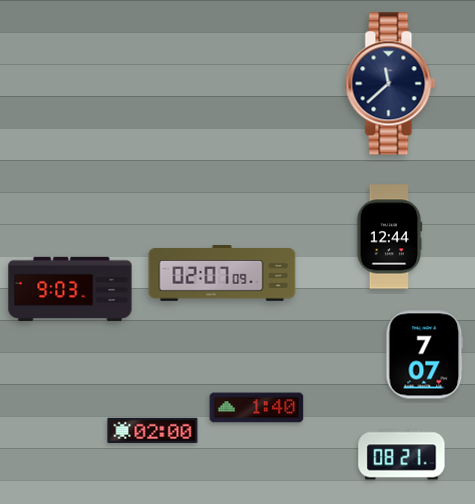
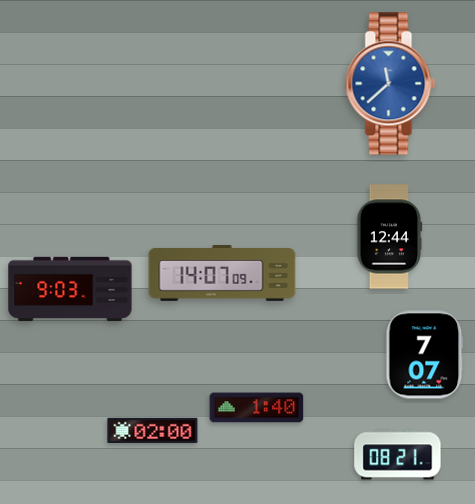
clock at (391, 84) dial: navy -> blue
clock at (222, 274): 02:07 -> 14:07
clock at (402, 455) position: (402, 455) -> (398, 455)
